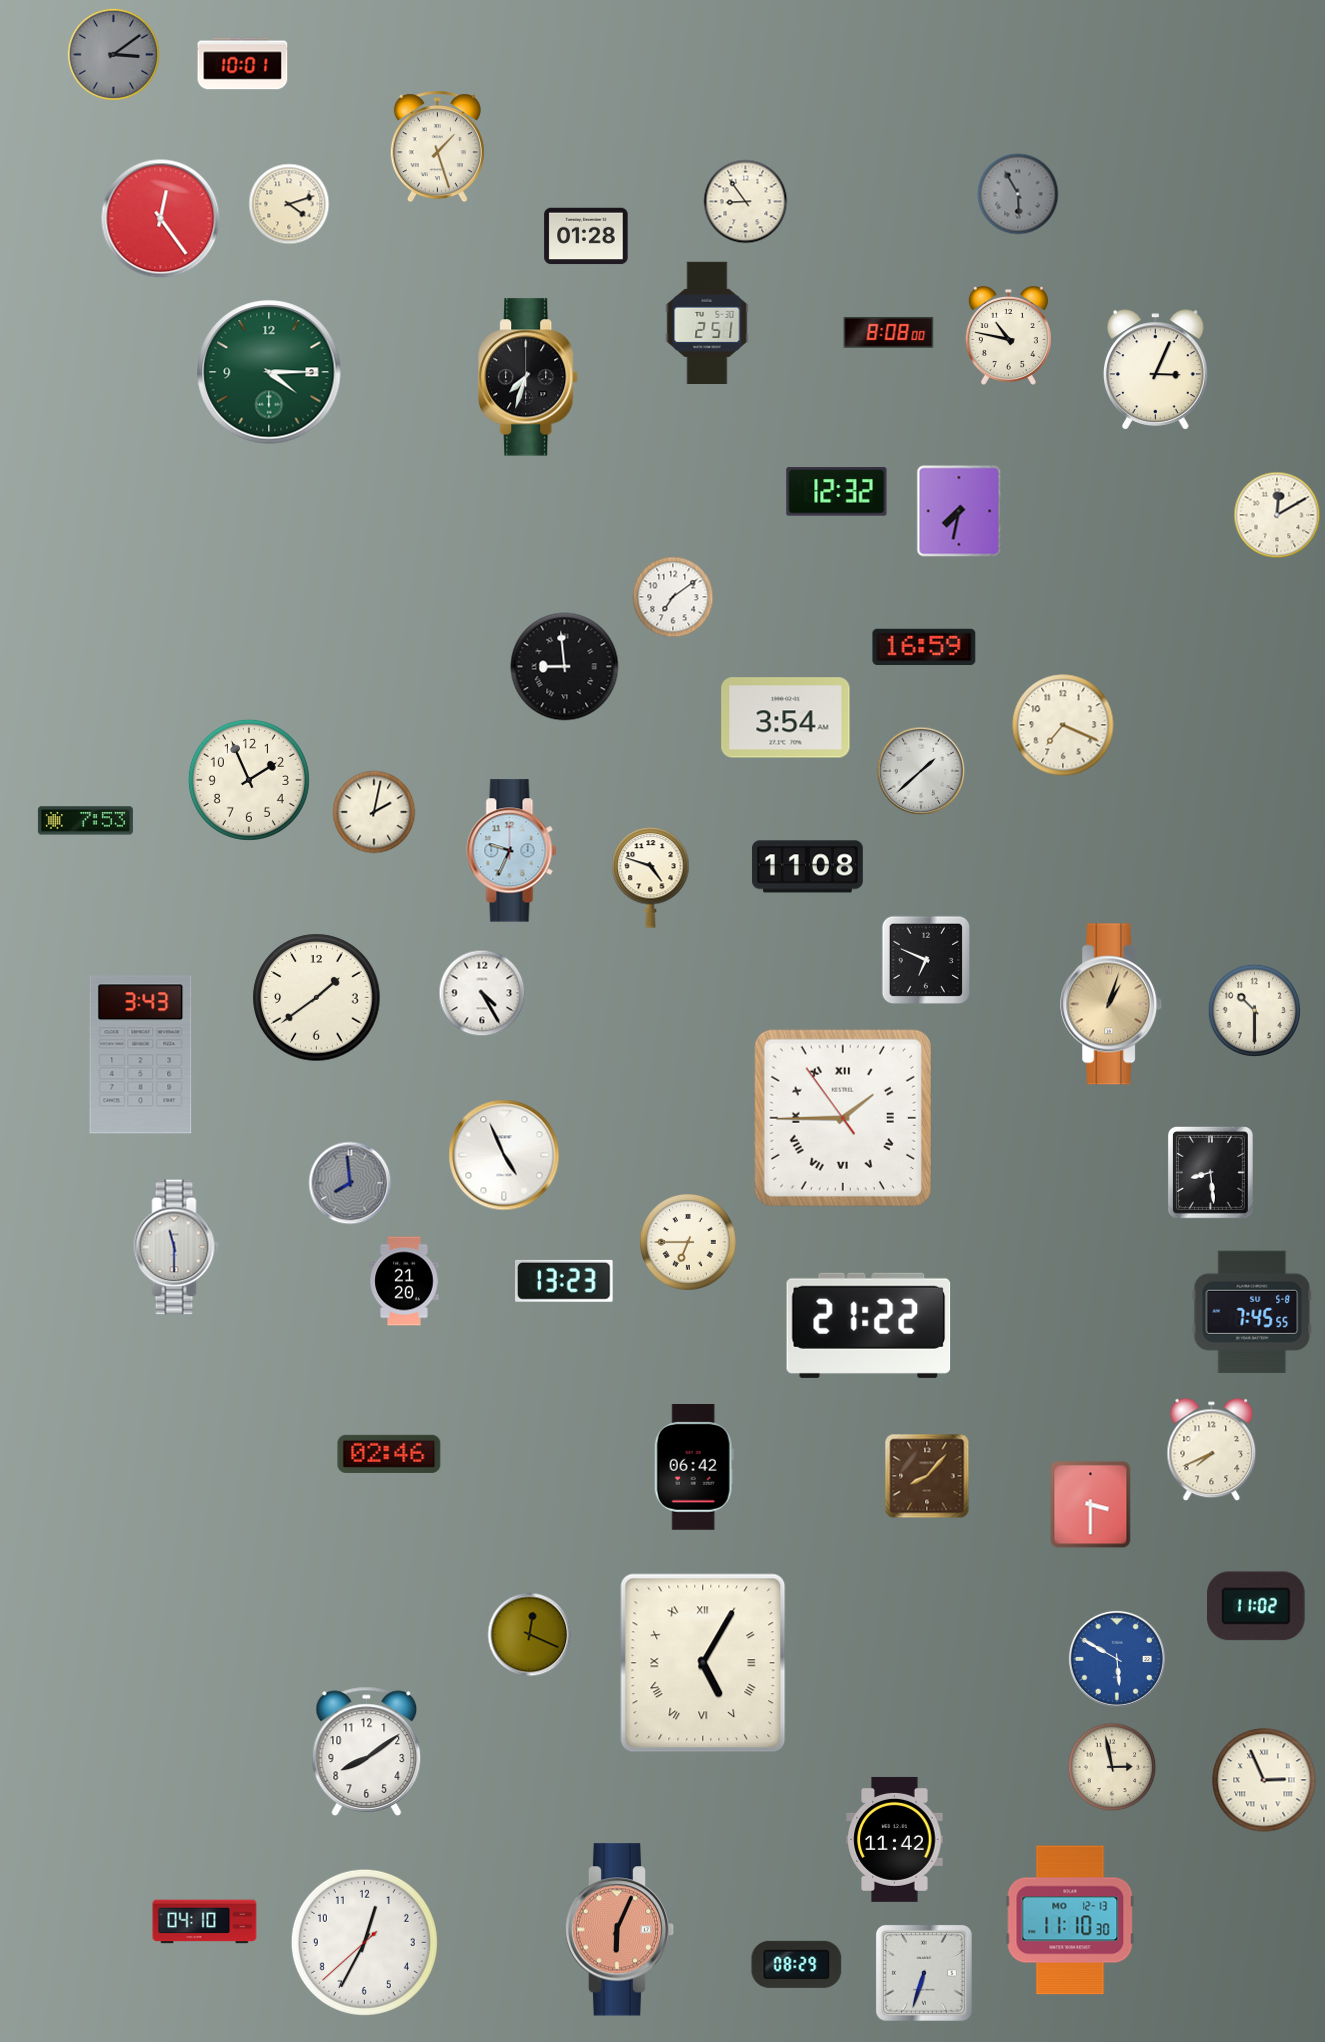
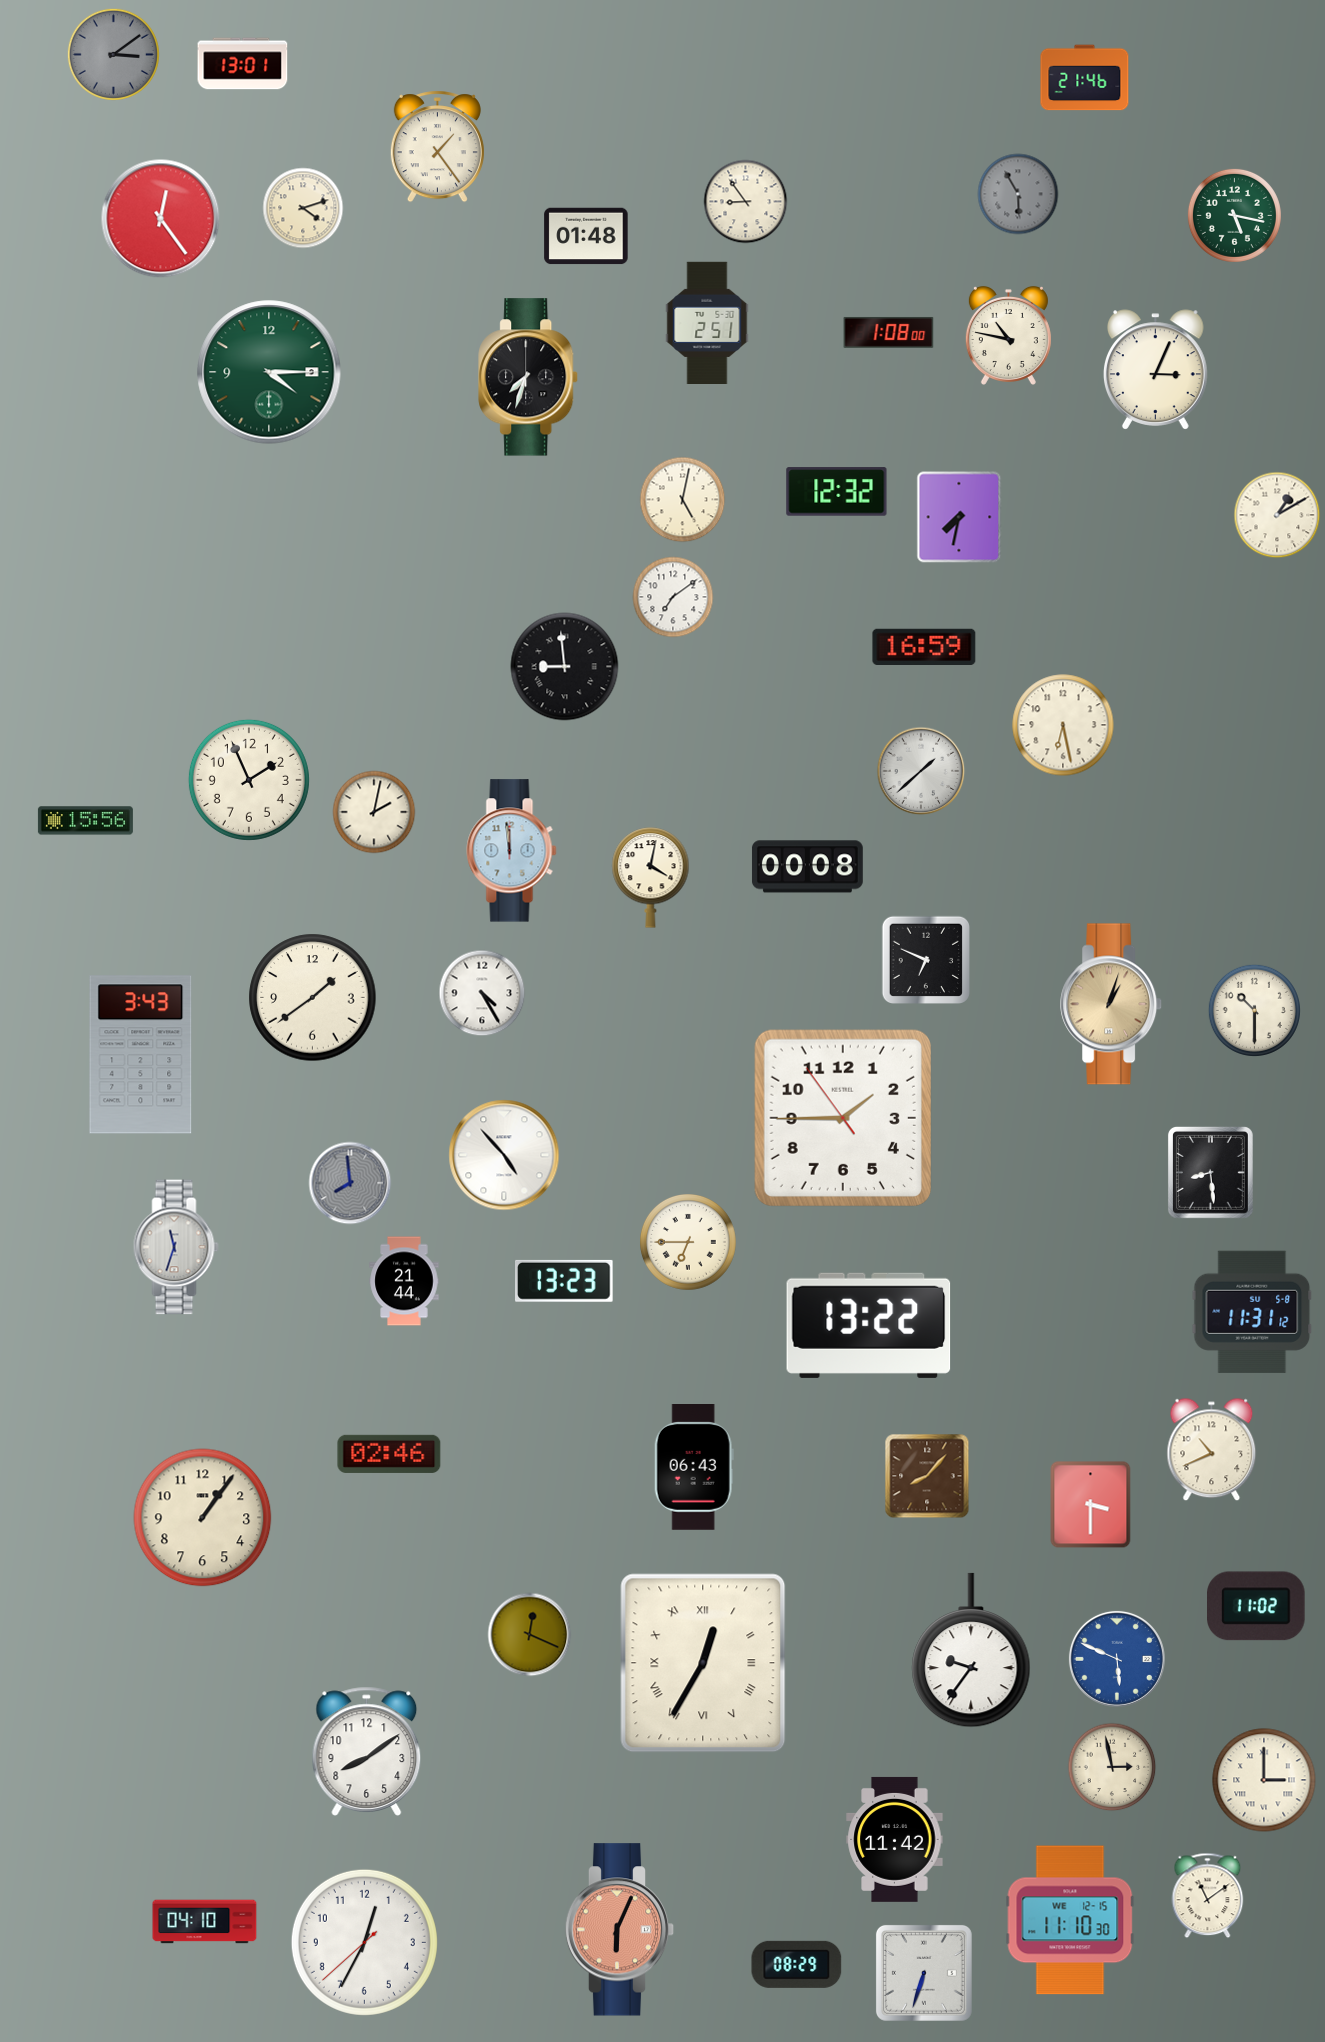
clock at (243, 64): 10:01 -> 13:01
clock at (1085, 78): none -> 21:46
clock at (437, 147): 1:27 -> 1:24
clock at (289, 204) position: (289, 204) -> (303, 208)
clock at (1234, 215): none -> 5:17
clock at (586, 236): 01:28 -> 01:48
clock at (889, 332): 8:08 -> 1:08
clock at (683, 500): none -> 5:02
clock at (959, 511) position: (959, 511) -> (959, 517)
clock at (1277, 515): 12:10 -> 1:10
clock at (786, 718): 3:54 -> none
clock at (1063, 725): 7:19 -> 6:28
clock at (85, 821): 7:53 -> 15:56
clock at (512, 851): 9:34 -> 11:59
clock at (807, 867): 11:08 -> 00:08
clock at (651, 878): 4:48 -> 4:02
clock at (317, 998) position: (317, 998) -> (313, 998)
clock at (843, 1118) numerals: Roman -> Arabic
clock at (504, 1155): 4:56 -> 4:53
clock at (176, 1247): 11:30 -> 11:33
clock at (404, 1281): 21:20 -> 21:44
clock at (1252, 1312): 7:45 -> 11:31
clock at (869, 1325): 21:22 -> 13:22
clock at (1212, 1450): 7:41 -> 10:41
clock at (694, 1468): 06:42 -> 06:43
clock at (203, 1518): none -> 1:06
clock at (971, 1650): none -> 9:36
clock at (1117, 1659): 5:50 -> 5:49
clock at (703, 1663): 5:05 -> 12:35
clock at (1264, 1780): 2:56 -> 3:00
clock at (1208, 1896): none -> 11:09
clock at (1070, 1920) date: MO 12-13 -> WE 12-15
